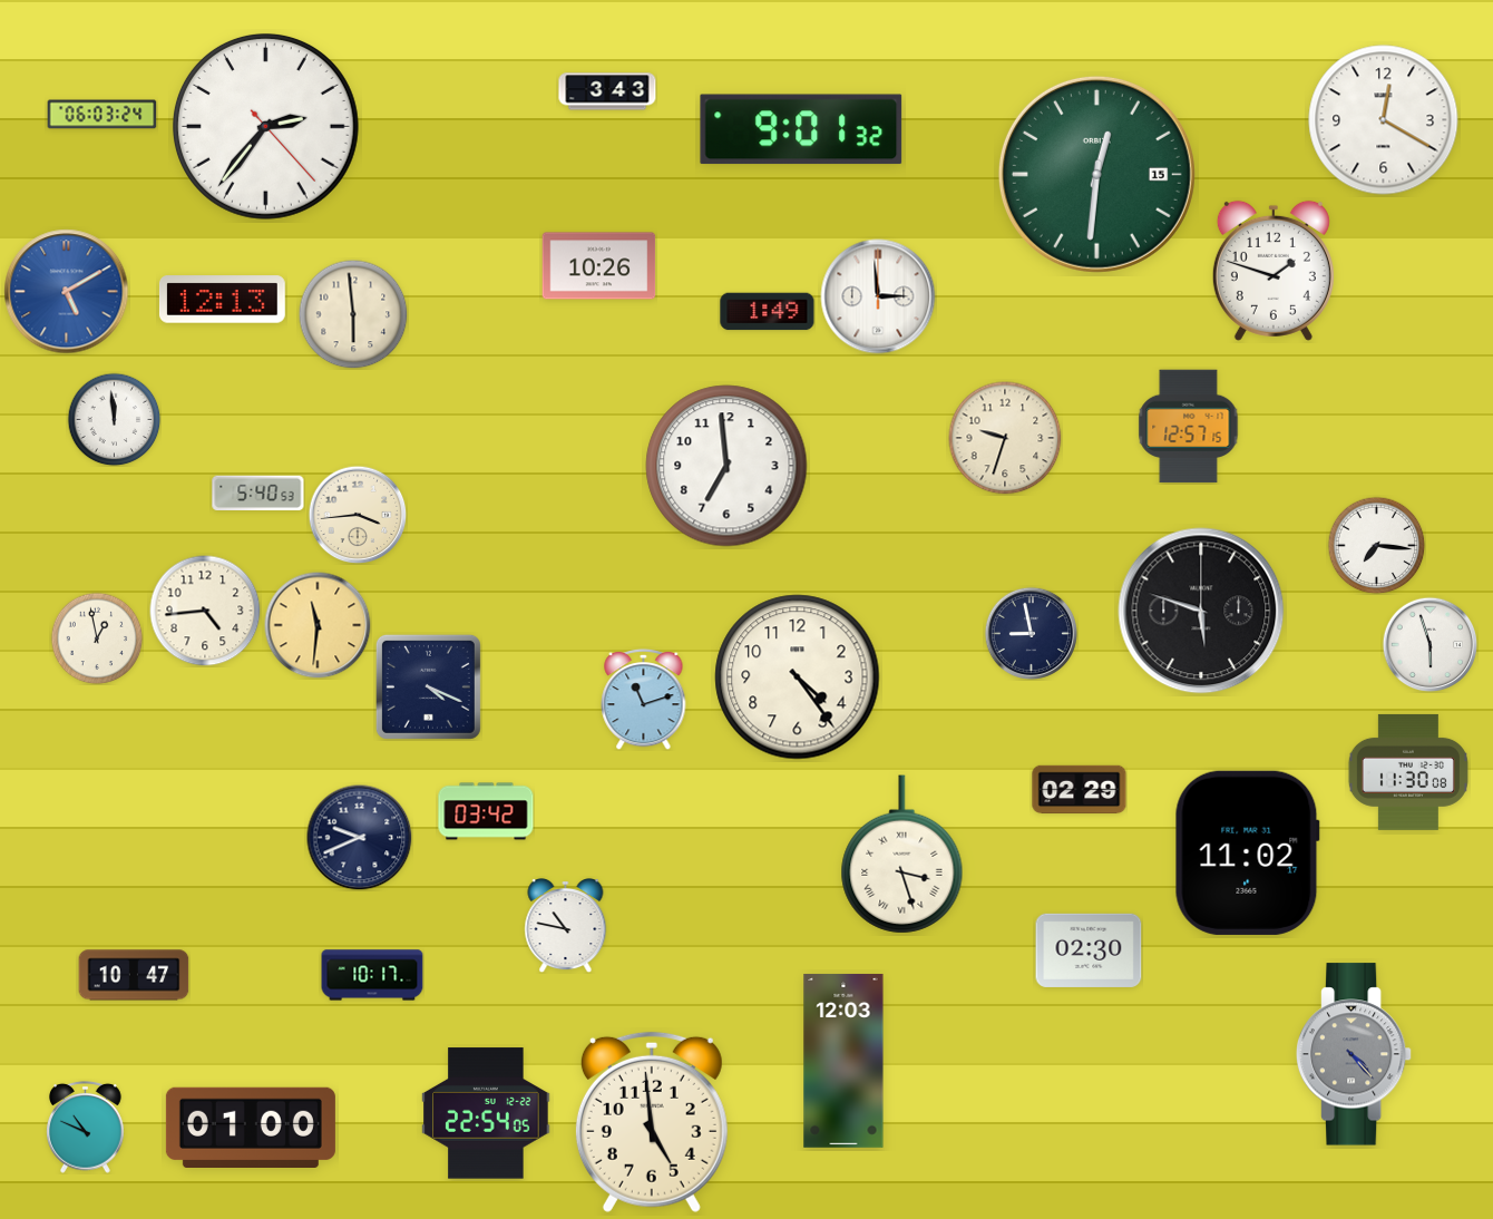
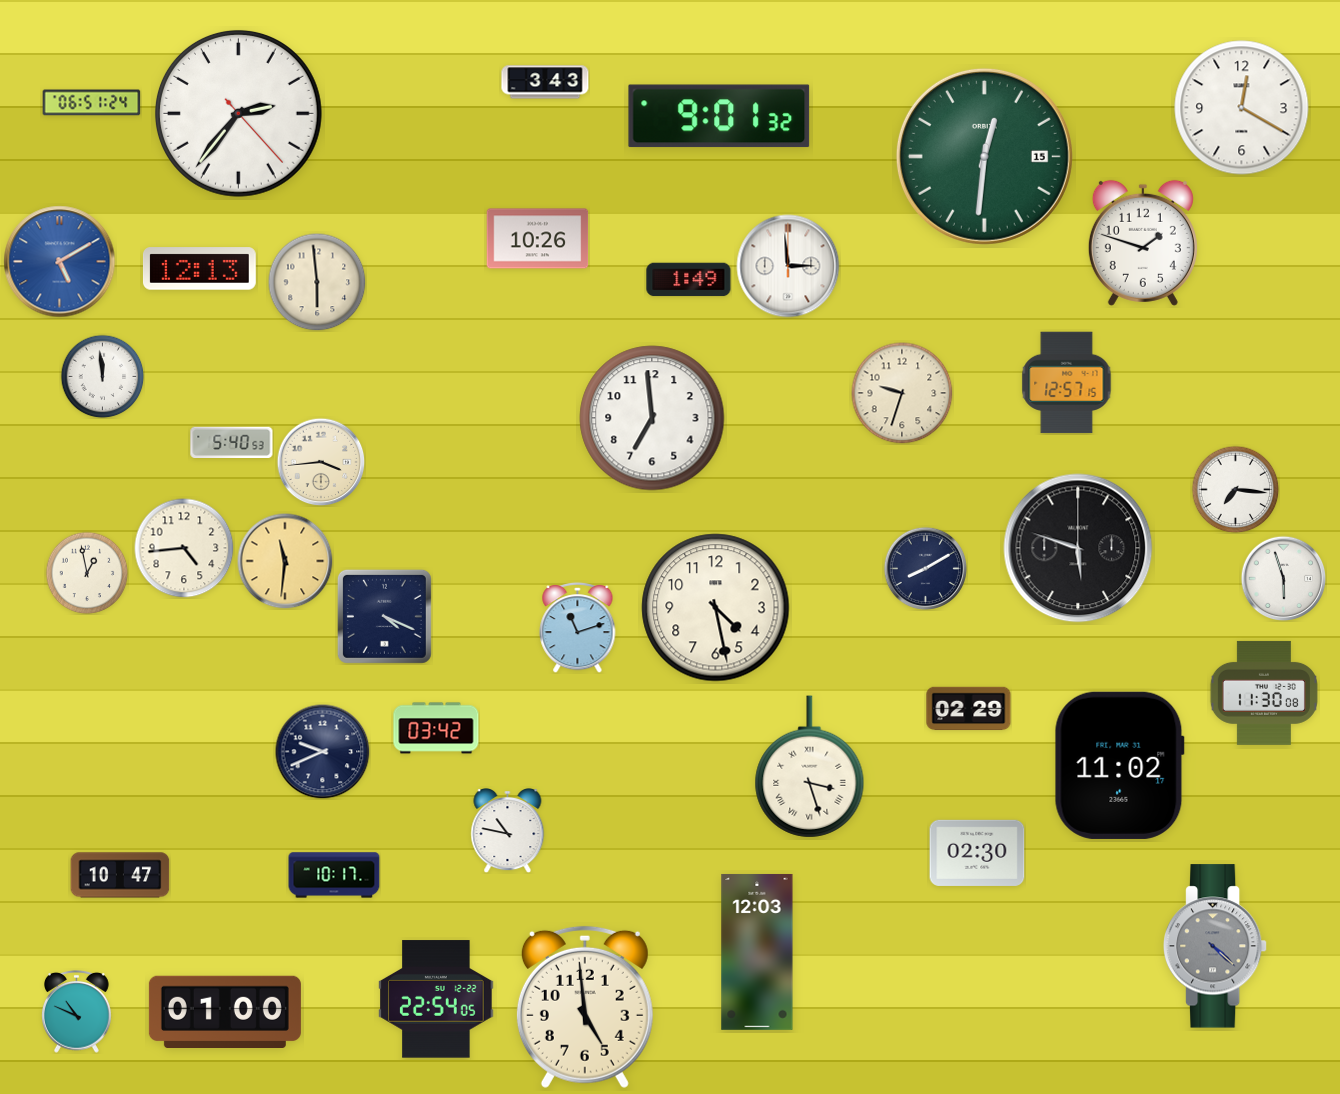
clock at (103, 115): 06:03 -> 06:51
clock at (1031, 633): 8:58 -> 8:10
clock at (798, 677): 4:24 -> 4:28
clock at (1354, 1054): 4:23 -> 4:22
